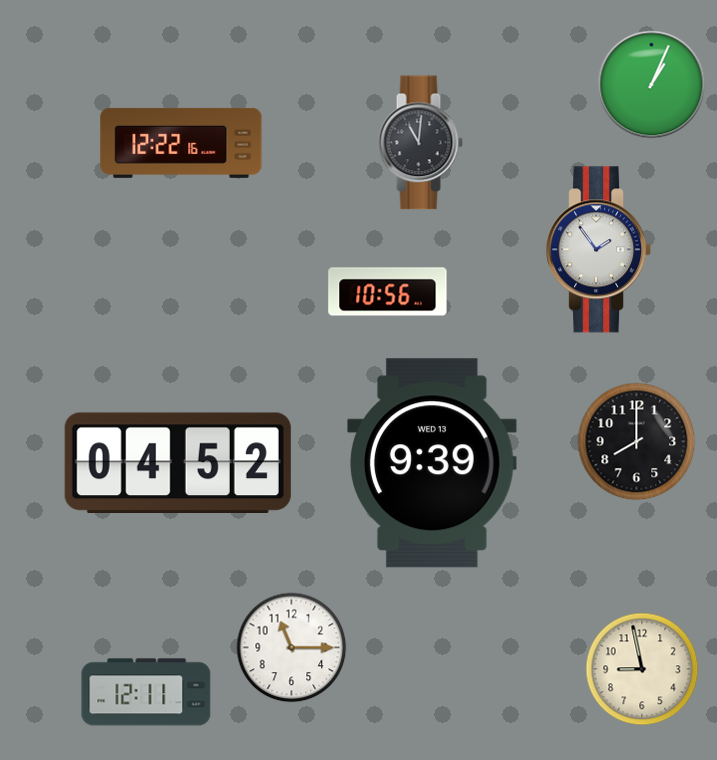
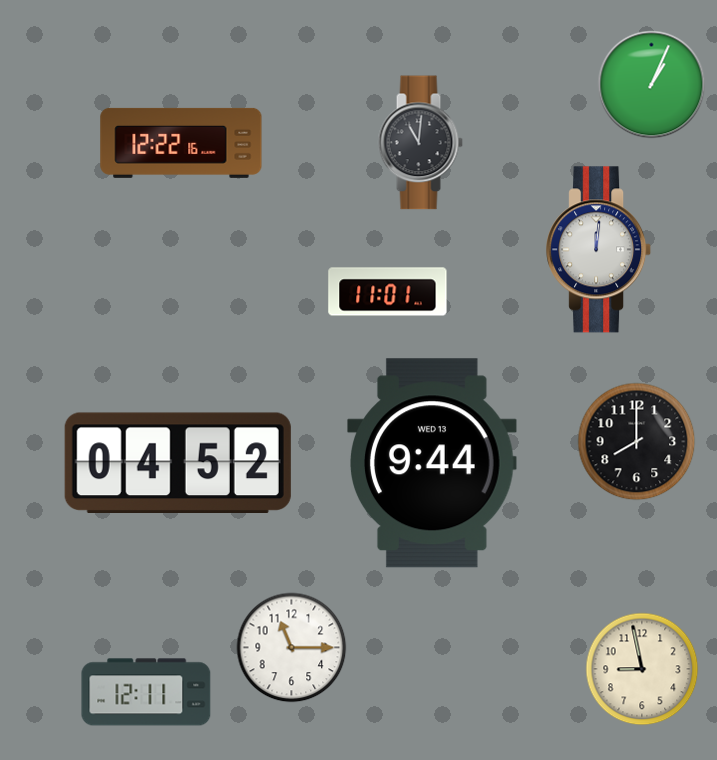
clock at (599, 250): 1:54 -> 12:01
clock at (388, 292): 10:56 -> 11:01
clock at (433, 463): 9:39 -> 9:44
